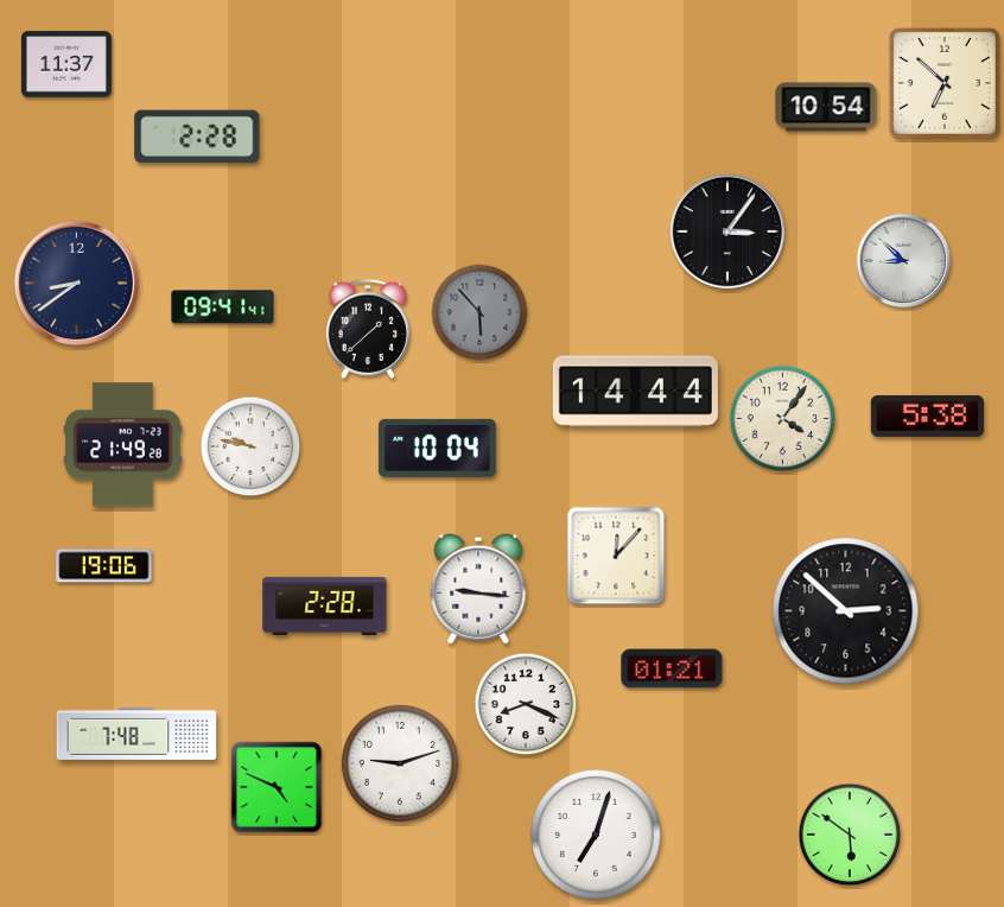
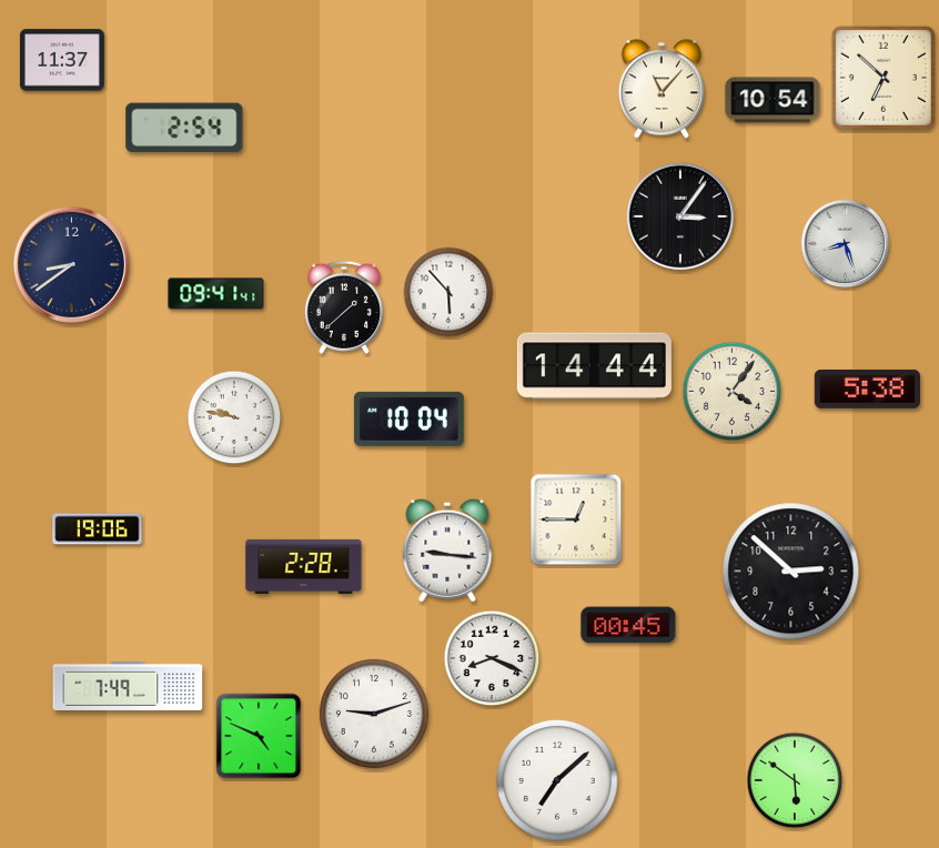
clock at (662, 89): none -> 11:07
clock at (197, 137): 2:28 -> 2:54
clock at (904, 261): 8:52 -> 8:27
clock at (223, 307) position: (223, 307) -> (216, 294)
clock at (479, 312) dial: grey -> white
clock at (123, 445): 21:49 -> none
clock at (616, 556): 12:07 -> 12:45
clock at (672, 668): 01:21 -> 00:45
clock at (136, 734): 7:48 -> 7:49
clock at (596, 835): 7:03 -> 7:08
